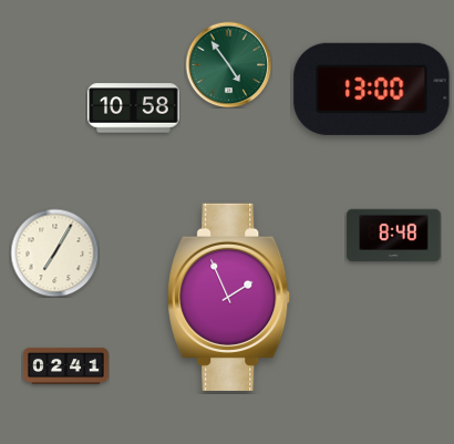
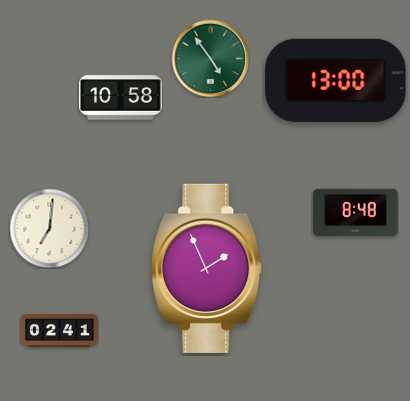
clock at (228, 64) position: (228, 64) -> (210, 58)
clock at (54, 252): 7:05 -> 7:01
